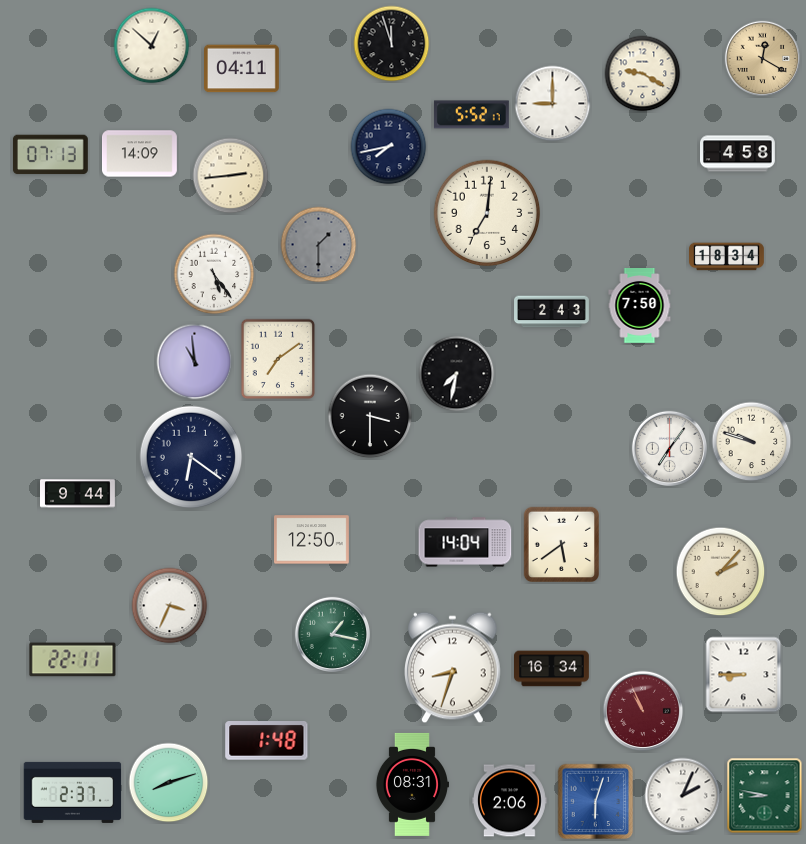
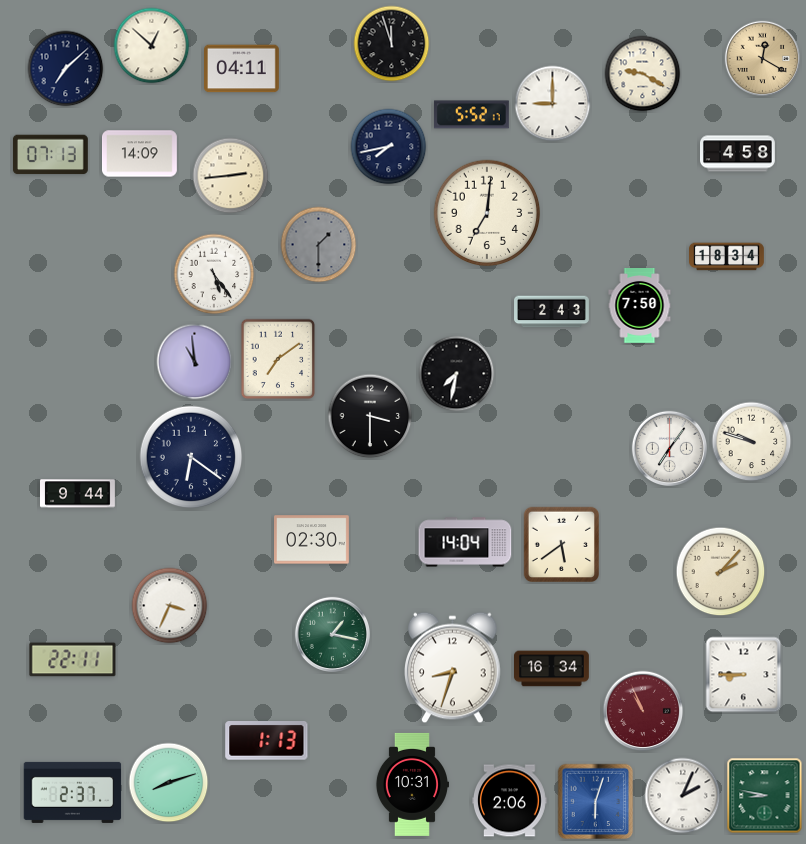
clock at (66, 69): none -> 7:08
clock at (312, 540): 12:50 -> 02:30
clock at (267, 741): 1:48 -> 1:13
clock at (411, 784): 08:31 -> 10:31
